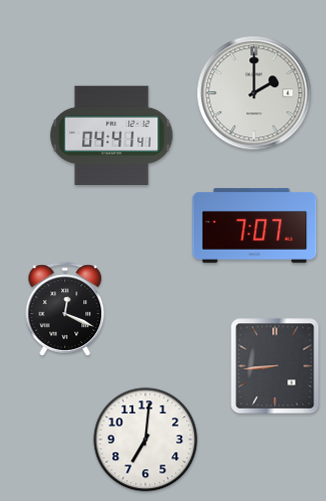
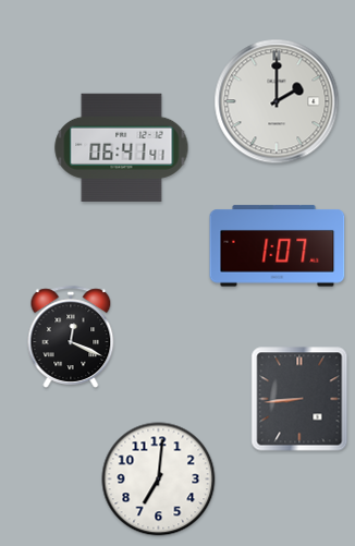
clock at (112, 135): 04:41 -> 06:41
clock at (255, 226): 7:07 -> 1:07
